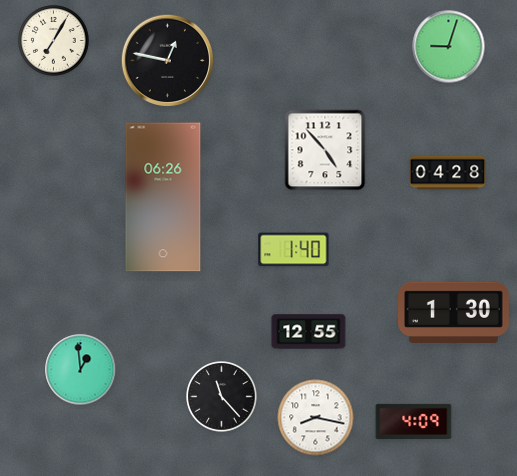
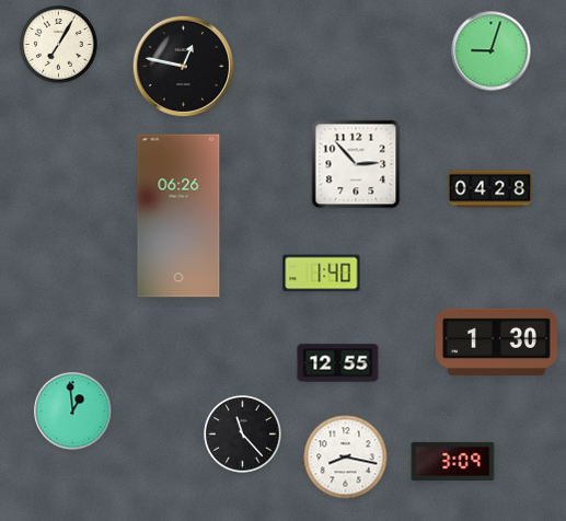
clock at (325, 150): 4:53 -> 2:53
clock at (81, 370) position: (81, 370) -> (73, 412)
clock at (414, 421): 4:09 -> 3:09
